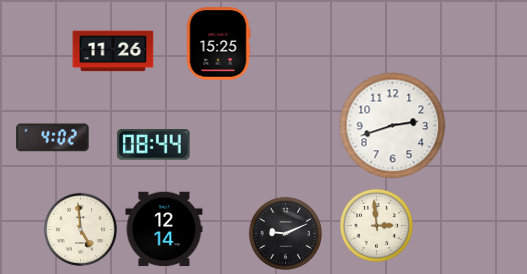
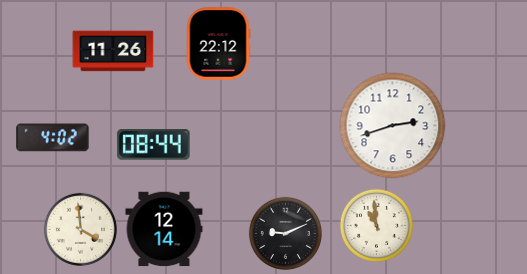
clock at (218, 44): 15:25 -> 22:12
clock at (376, 225): 2:59 -> 10:59
clock at (80, 229): 4:59 -> 3:59
